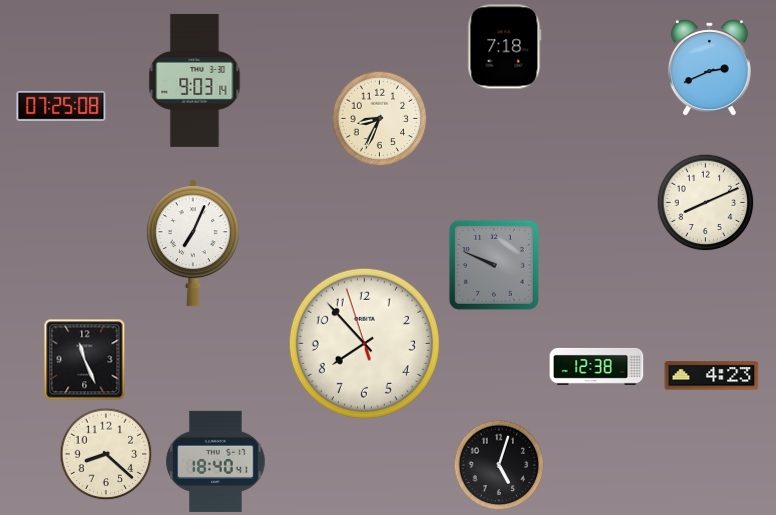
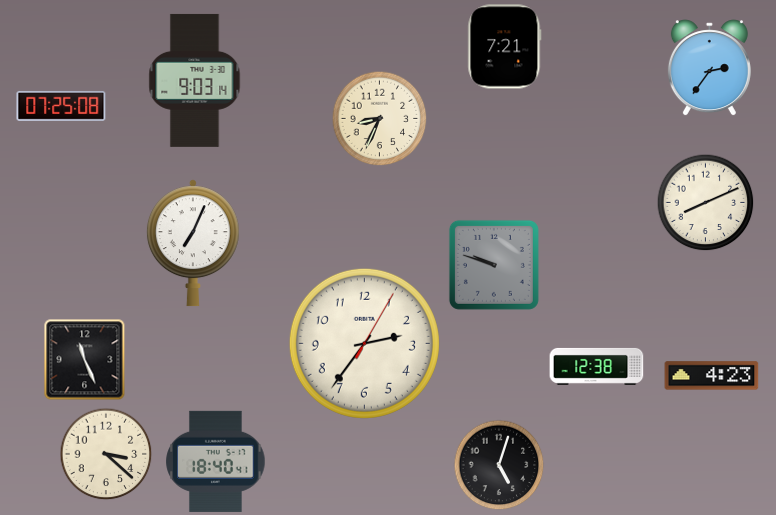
clock at (505, 47): 7:18 -> 7:21
clock at (709, 68): 2:41 -> 2:36
clock at (494, 265): 9:49 -> 9:48
clock at (364, 343): 7:52 -> 2:36
clock at (106, 454): 8:22 -> 3:22
